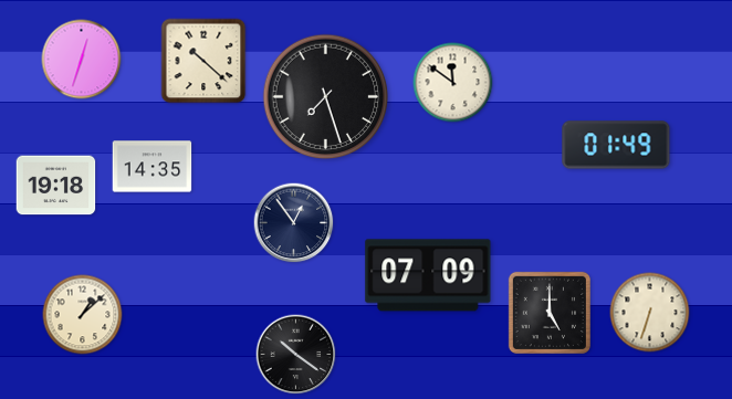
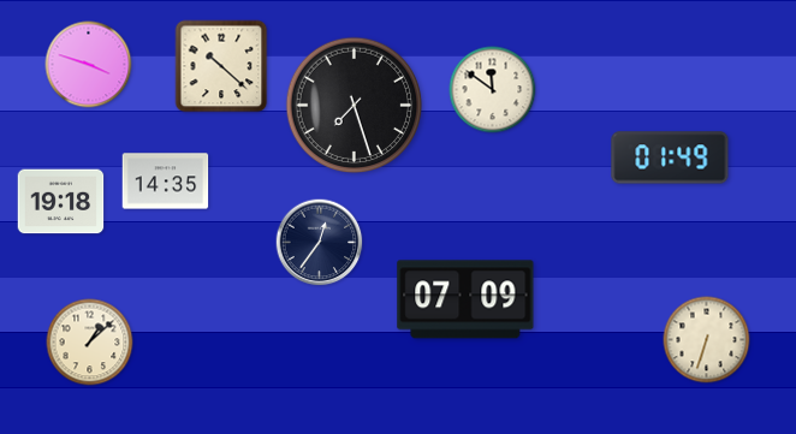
clock at (82, 60): 12:33 -> 3:48
clock at (294, 223): 12:54 -> 12:36
clock at (550, 313): 5:00 -> none
clock at (296, 355): 10:21 -> none
